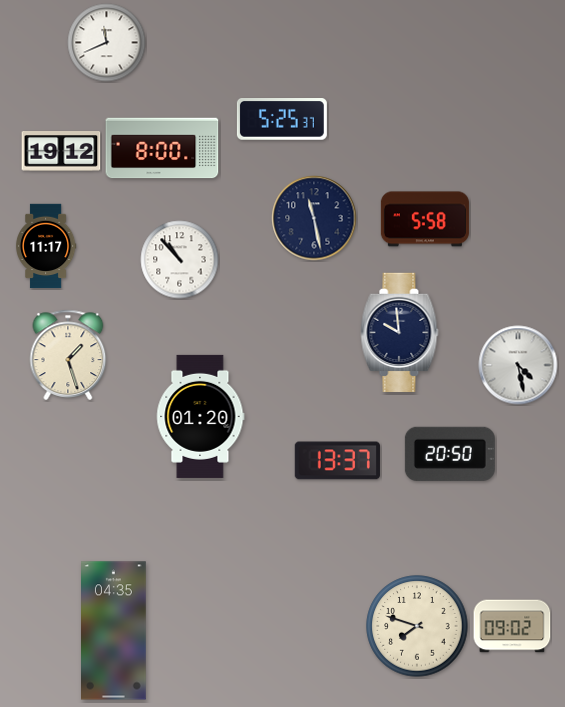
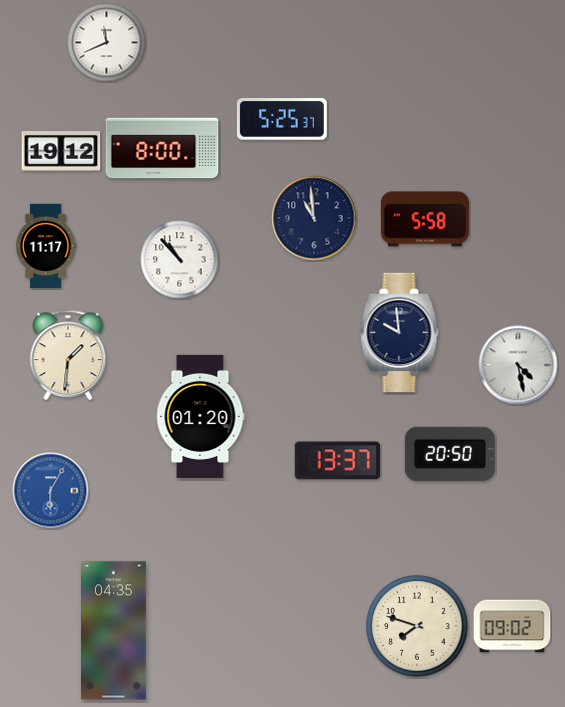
clock at (314, 218): 11:28 -> 10:59
clock at (68, 355): 1:27 -> 1:31
clock at (51, 491): none -> 6:05
